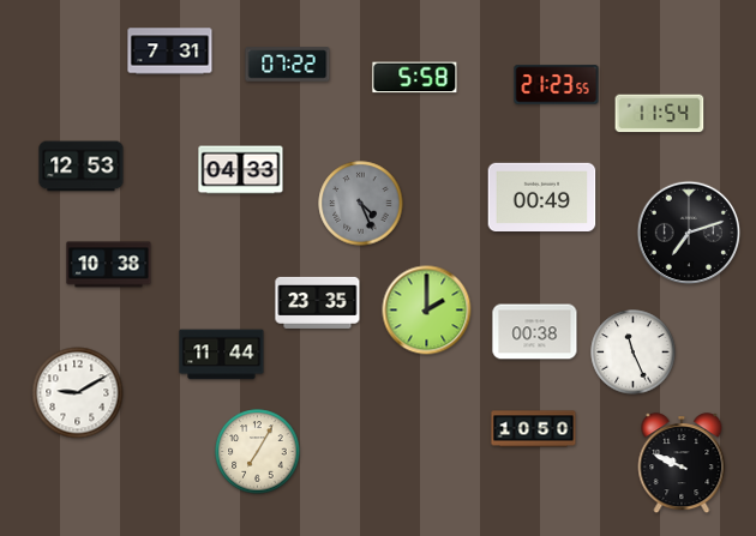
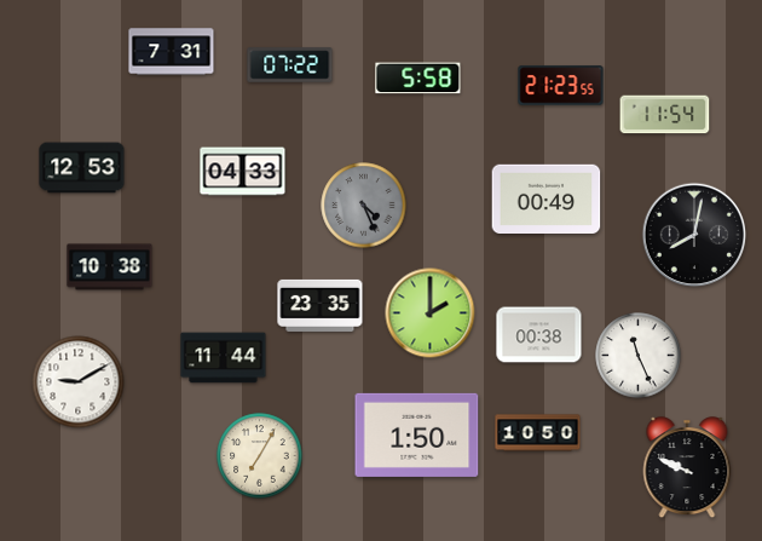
clock at (689, 233): 7:12 -> 8:02
clock at (78, 393) position: (78, 393) -> (79, 382)
clock at (417, 434): none -> 1:50
